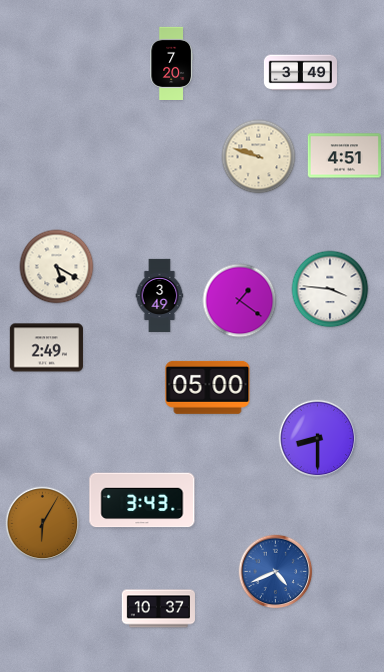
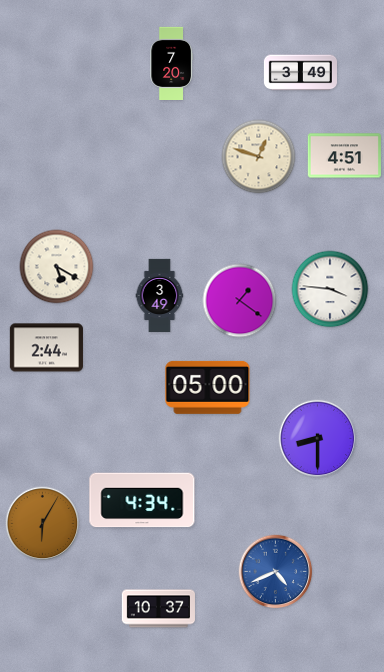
clock at (259, 157): 9:48 -> 12:48
clock at (46, 348): 2:49 -> 2:44
clock at (142, 500): 3:43 -> 4:34
